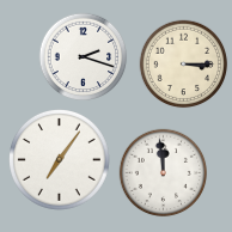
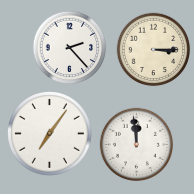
clock at (84, 57): 2:18 -> 2:23
clock at (184, 65) position: (184, 65) -> (154, 50)
